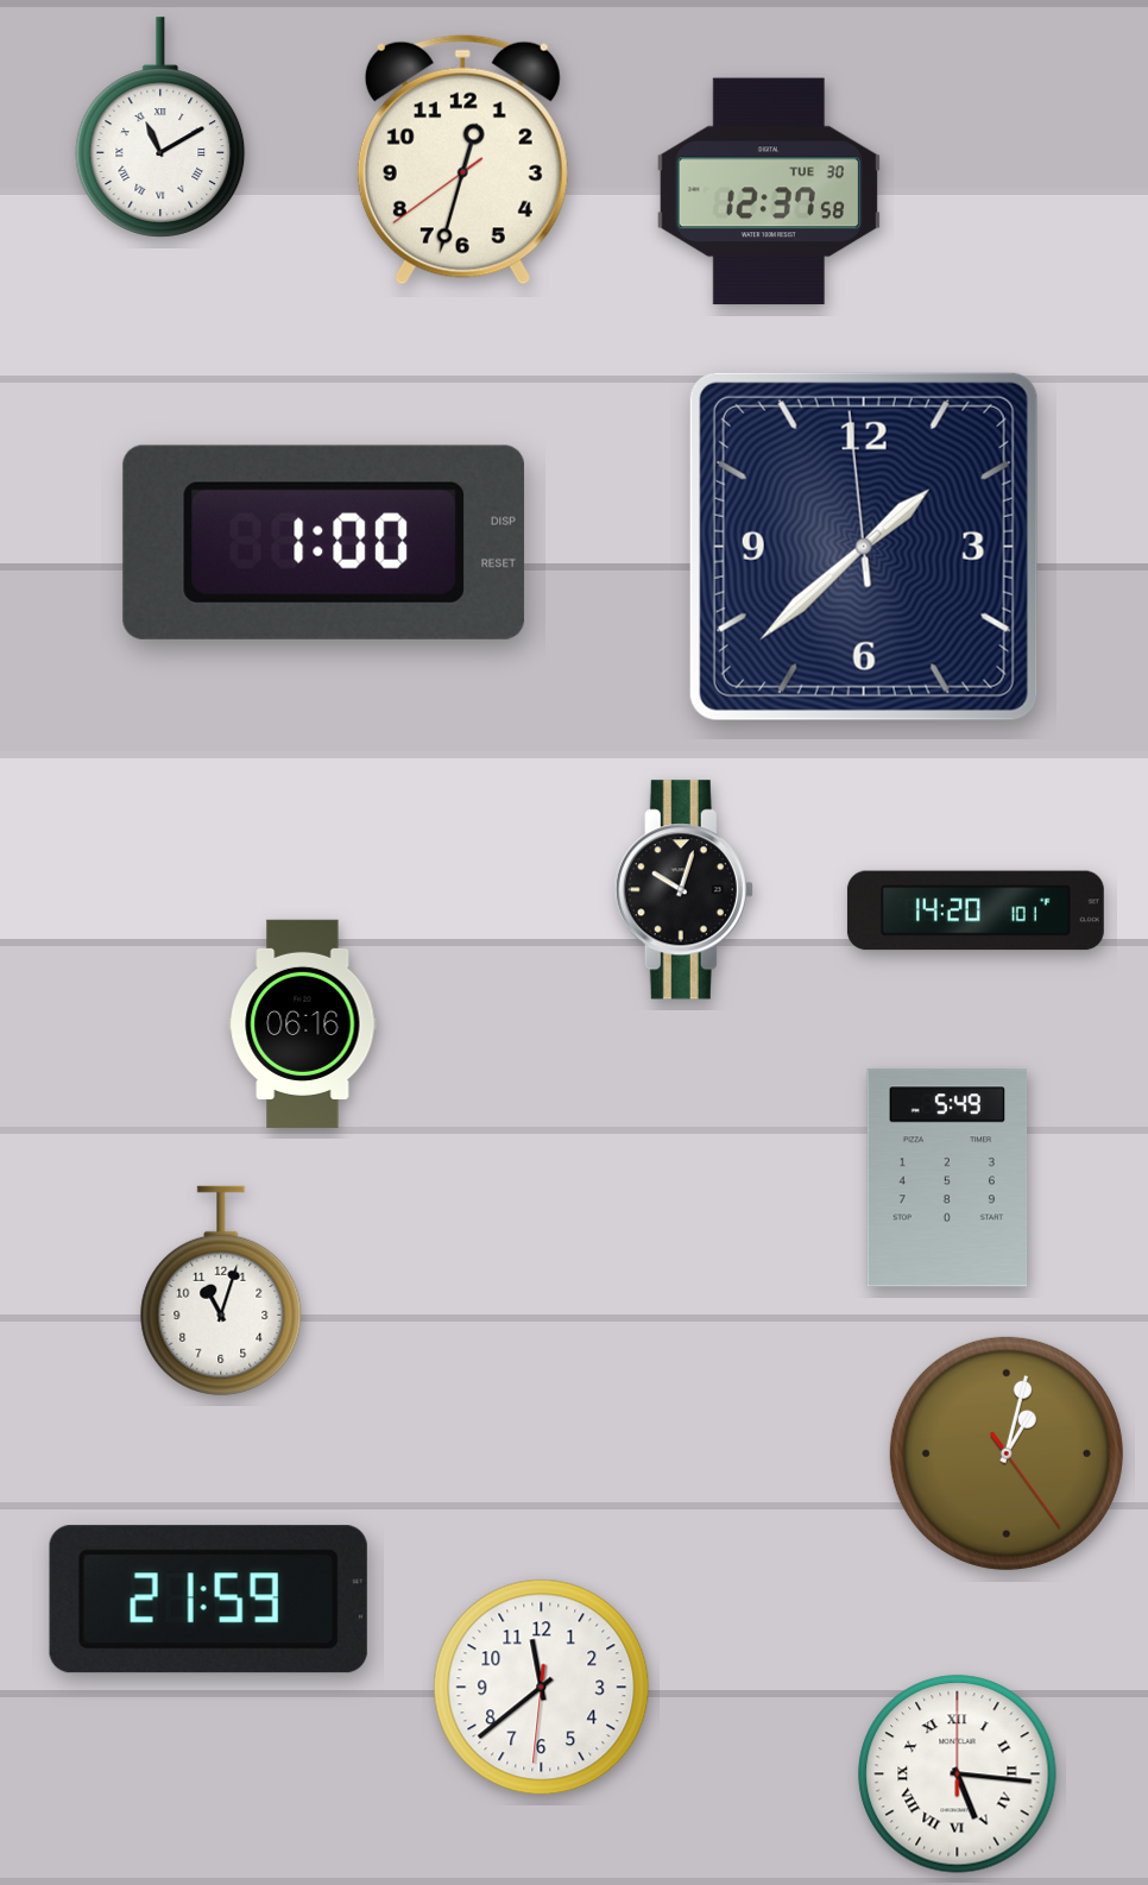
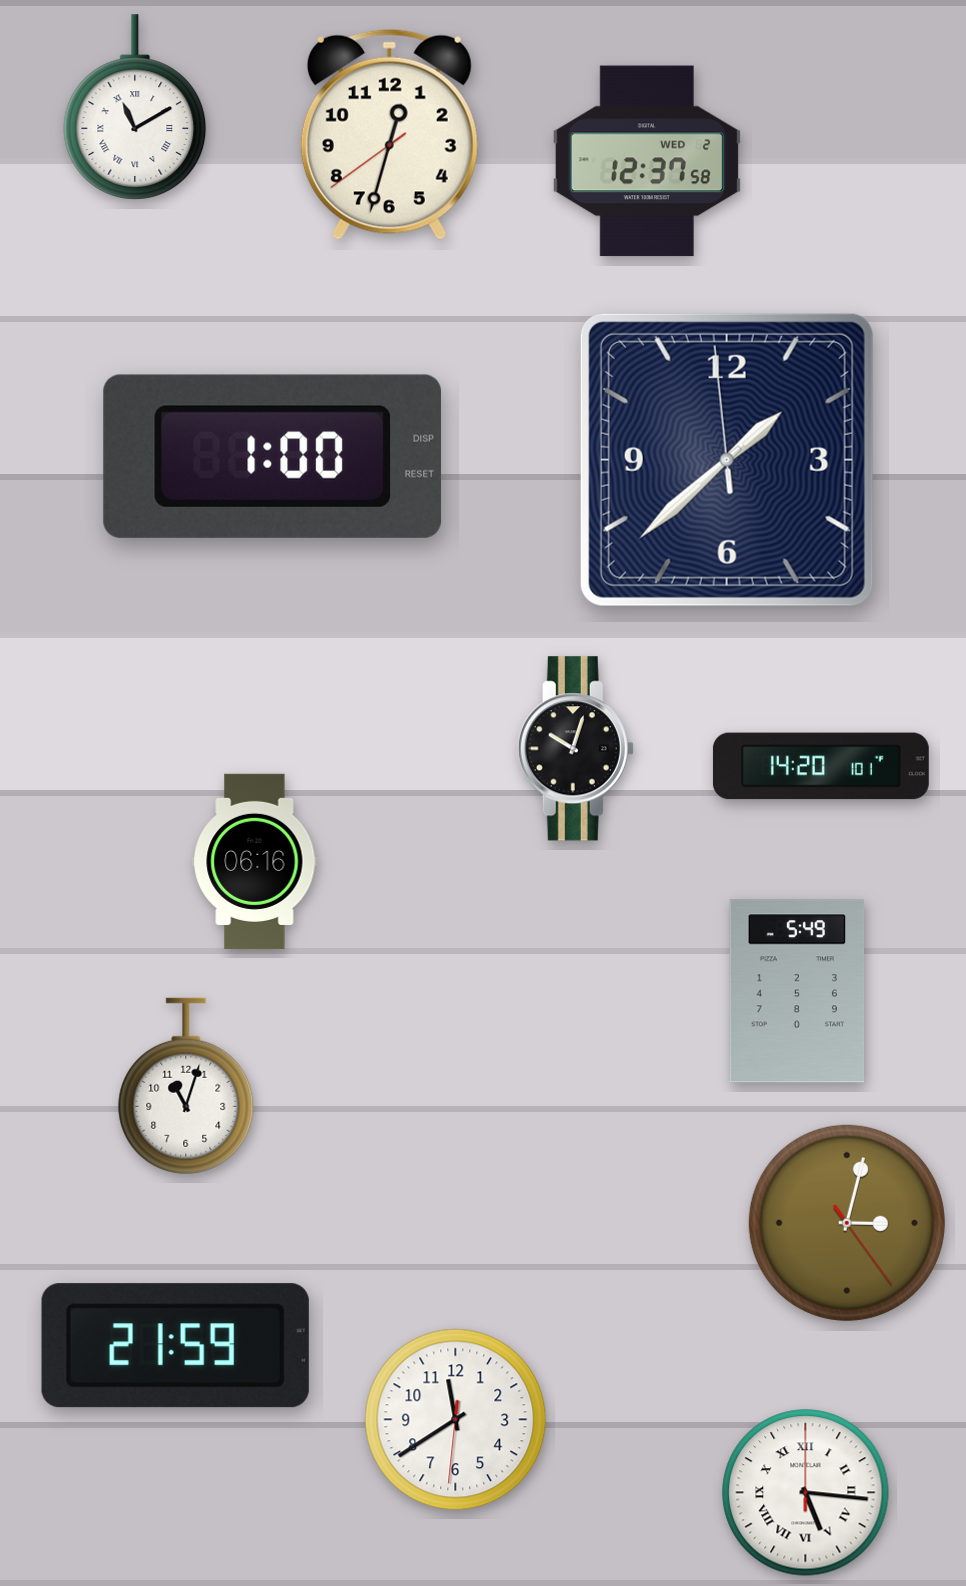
clock at (769, 191) date: TUE 30 -> WED 2
clock at (1007, 1454): 1:02 -> 3:02
clock at (542, 1688): 11:38 -> 11:39
